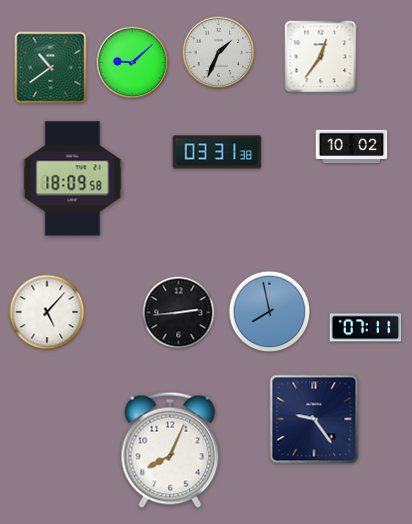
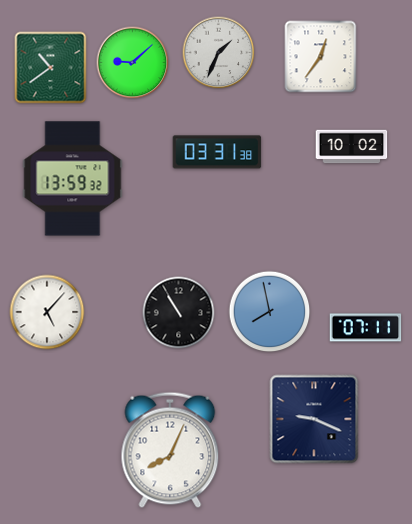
clock at (73, 179): 18:09 -> 13:59
clock at (179, 313): 2:44 -> 10:55
clock at (314, 419): 9:24 -> 9:19
